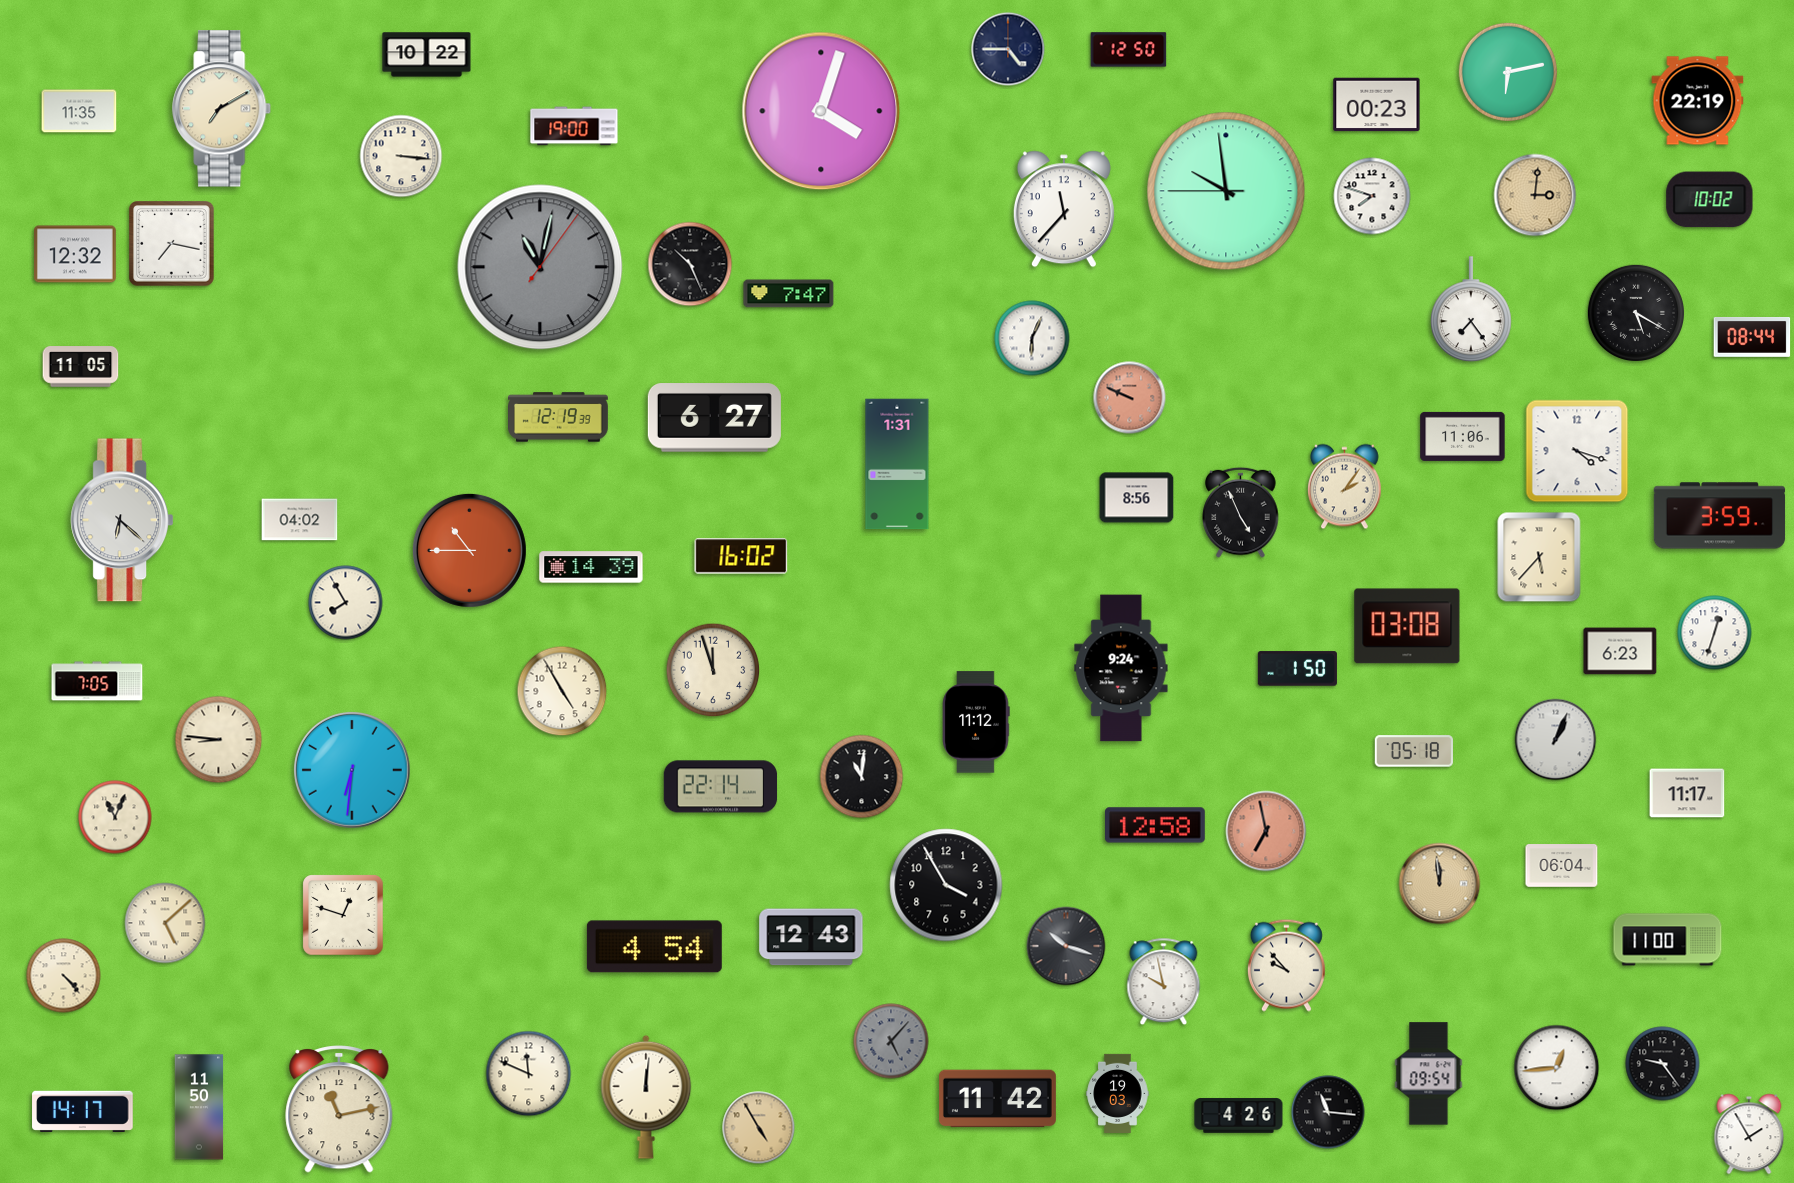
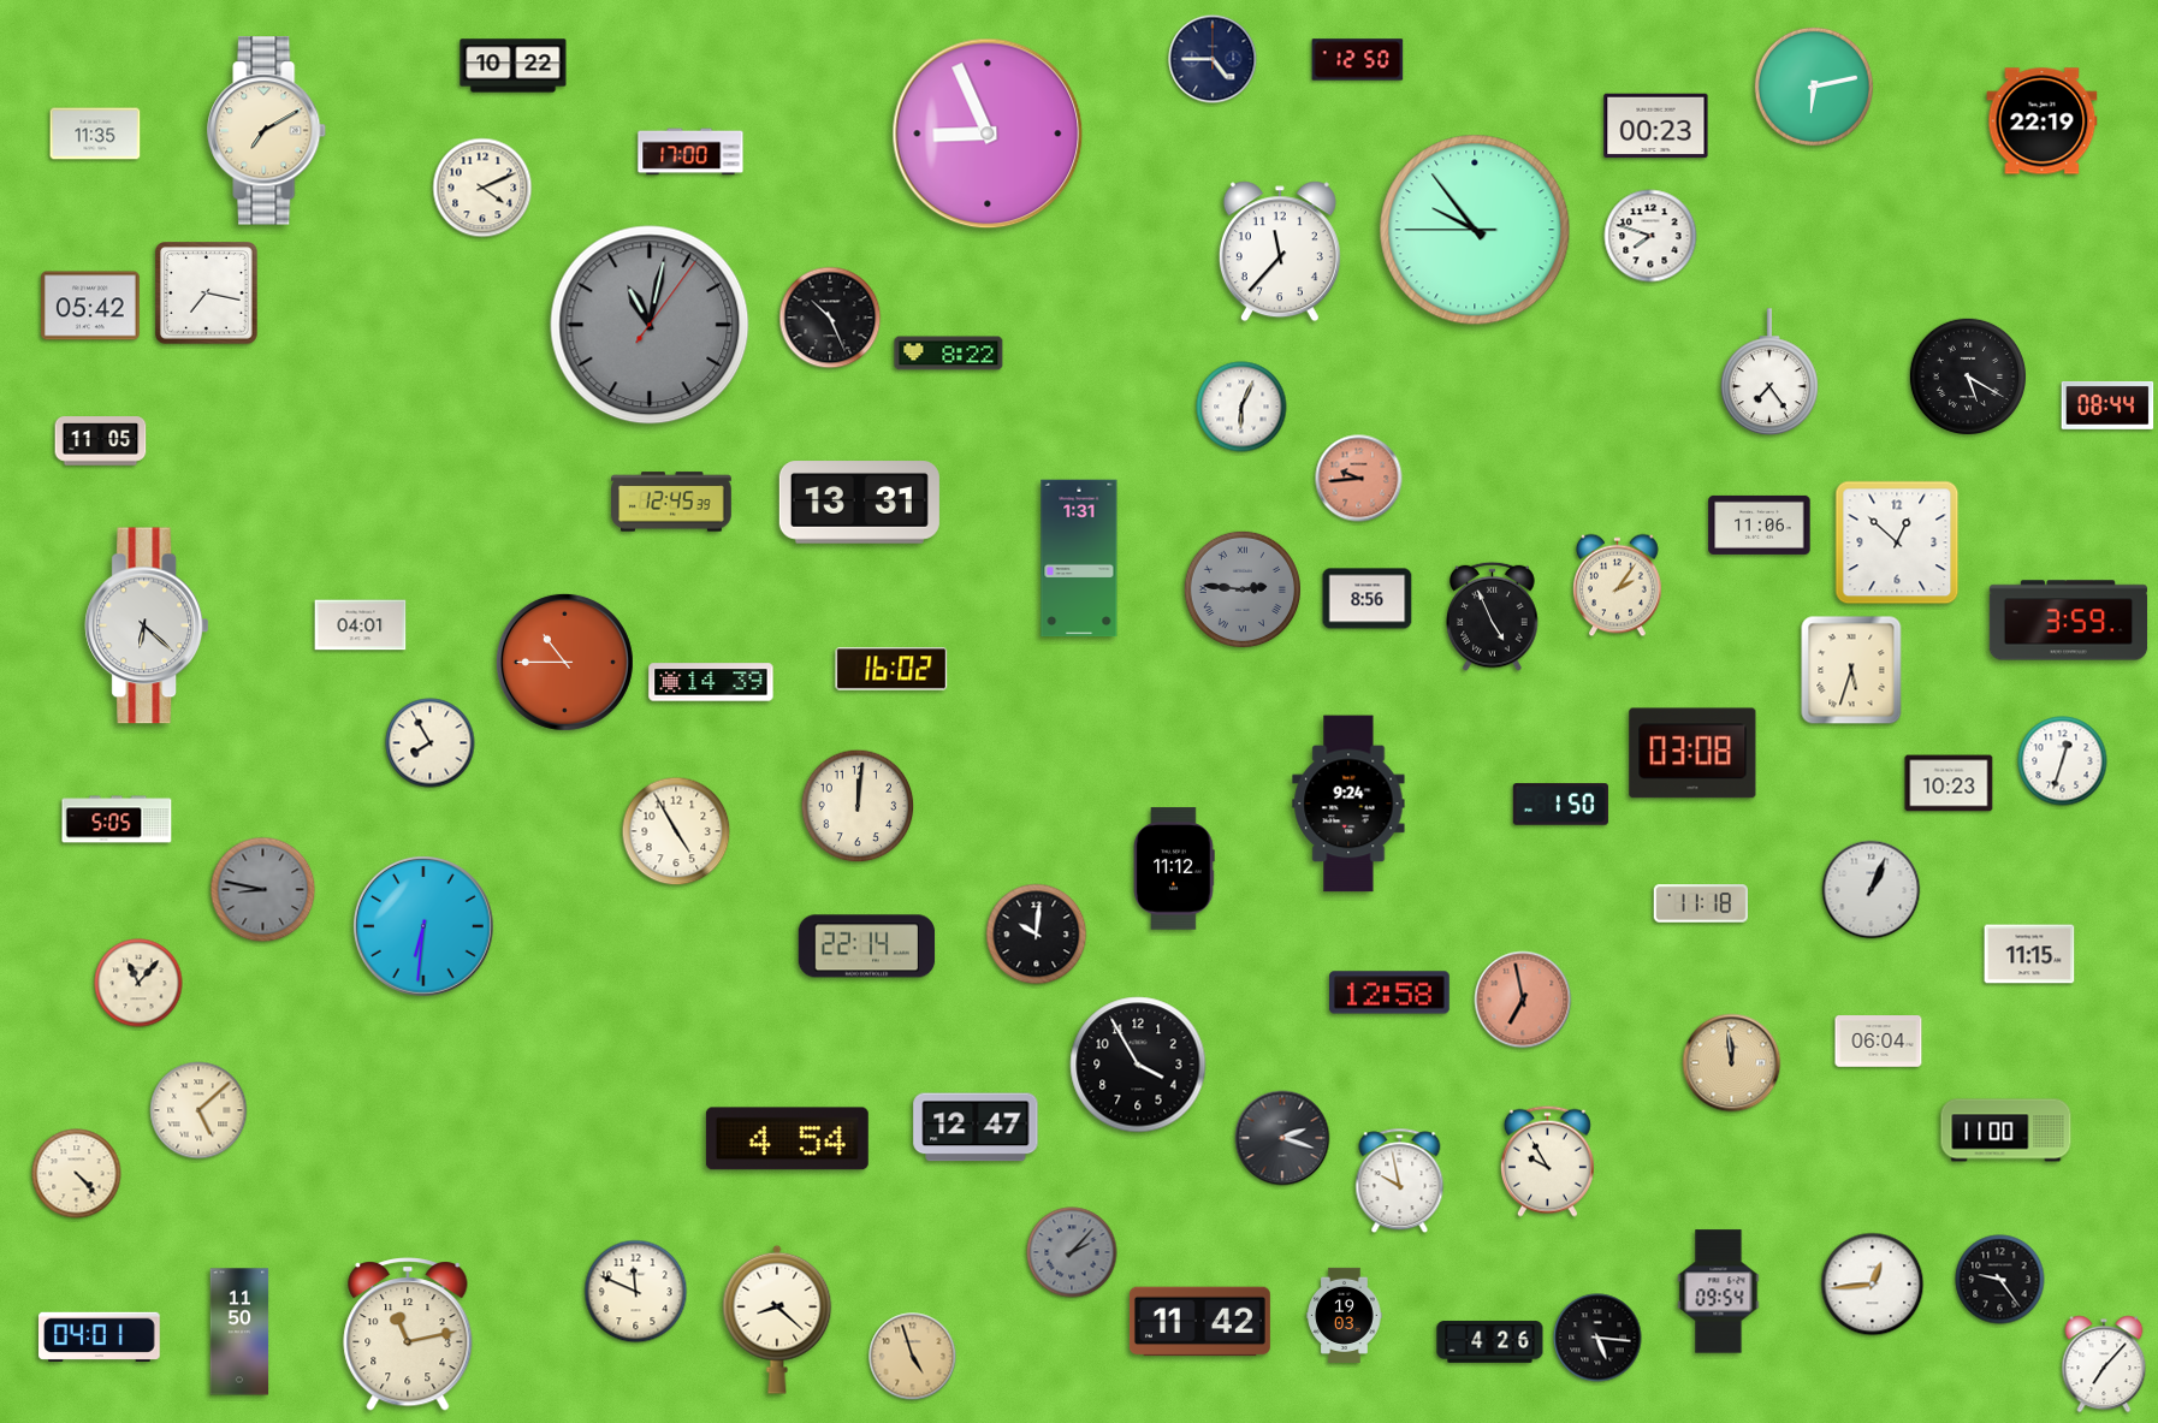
clock at (821, 111): 4:03 -> 8:56
clock at (574, 126): 19:00 -> 17:00
clock at (401, 156): 3:16 -> 4:11
clock at (1226, 191): 9:58 -> 9:53
clock at (1535, 195): 3:01 -> none
clock at (1710, 200): 10:02 -> none
clock at (76, 254): 12:32 -> 05:42
clock at (540, 267) position: (540, 267) -> (650, 325)
clock at (789, 294): 7:47 -> 8:22
clock at (81, 367) position: (81, 367) -> (101, 441)
clock at (1130, 398): 9:49 -> 9:44
clock at (559, 417): 12:19 -> 12:45
clock at (714, 418): 6:27 -> 13:31
clock at (1577, 451): 4:18 -> 12:52
clock at (1241, 588): none -> 2:46
clock at (300, 520): 04:02 -> 04:01
clock at (1539, 557): 5:37 -> 5:33
clock at (346, 603) position: (346, 603) -> (431, 743)
clock at (1620, 651): 6:23 -> 10:23
clock at (713, 670): 11:57 -> 12:01
clock at (97, 681): 7:05 -> 5:05
clock at (219, 740): 8:46 -> 8:47
clock at (219, 740) dial: cream -> grey
clock at (1413, 751): 05:18 -> 11:18
clock at (862, 777): 11:01 -> 10:01
clock at (1687, 793): 11:17 -> 11:15
clock at (115, 817): 11:04 -> 11:07
clock at (343, 915): 12:48 -> none
clock at (811, 937): 12:43 -> 12:47
clock at (1066, 946): 10:18 -> 2:18
clock at (1286, 965): 9:53 -> 9:55
clock at (891, 1041): 5:07 -> 2:07
clock at (646, 1097): 12:01 -> 8:22
clock at (83, 1111): 14:17 -> 04:01
clock at (1328, 1112): 11:16 -> 5:16
clock at (759, 1128): 4:55 -> 4:57
clock at (1749, 1134): 1:55 -> 7:07
